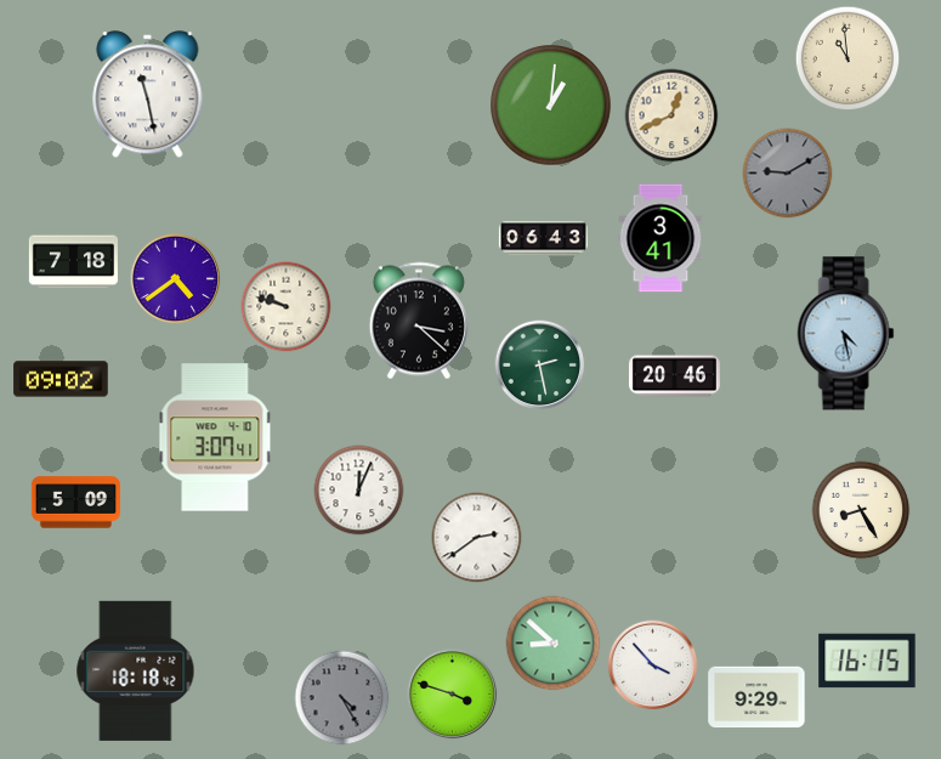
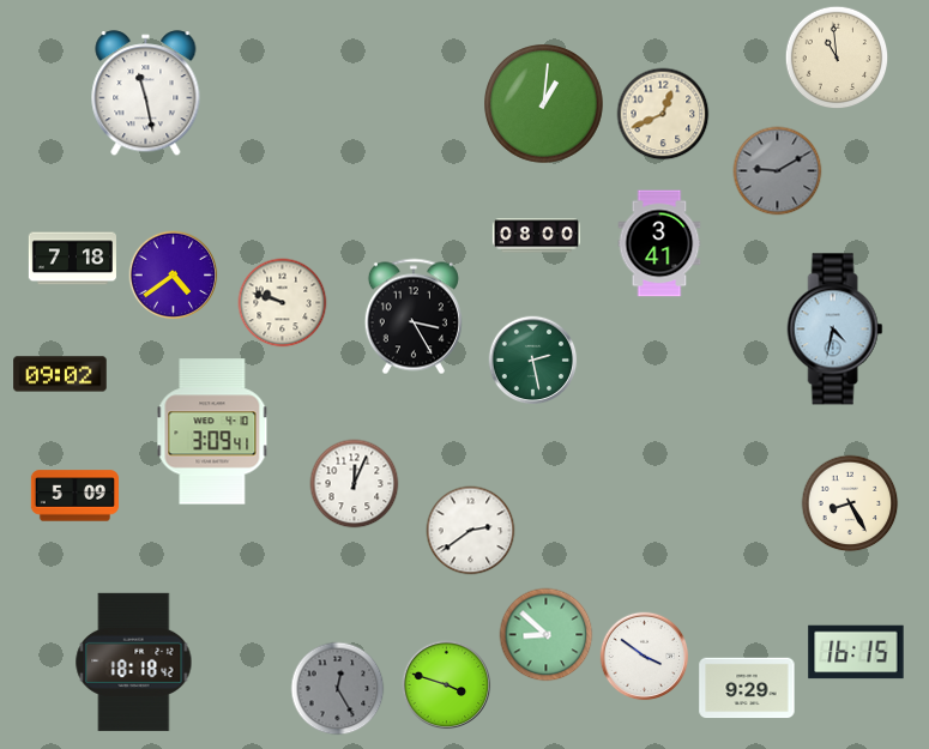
clock at (661, 238) position: (661, 238) -> (659, 243)
clock at (543, 239): 06:43 -> 08:00
clock at (419, 321): 3:22 -> 3:25
clock at (846, 334): 4:28 -> 4:32
clock at (674, 376): 20:46 -> none
clock at (215, 437): 3:07 -> 3:09
clock at (653, 665): 3:53 -> 3:51
clock at (342, 698): 4:25 -> 12:25
